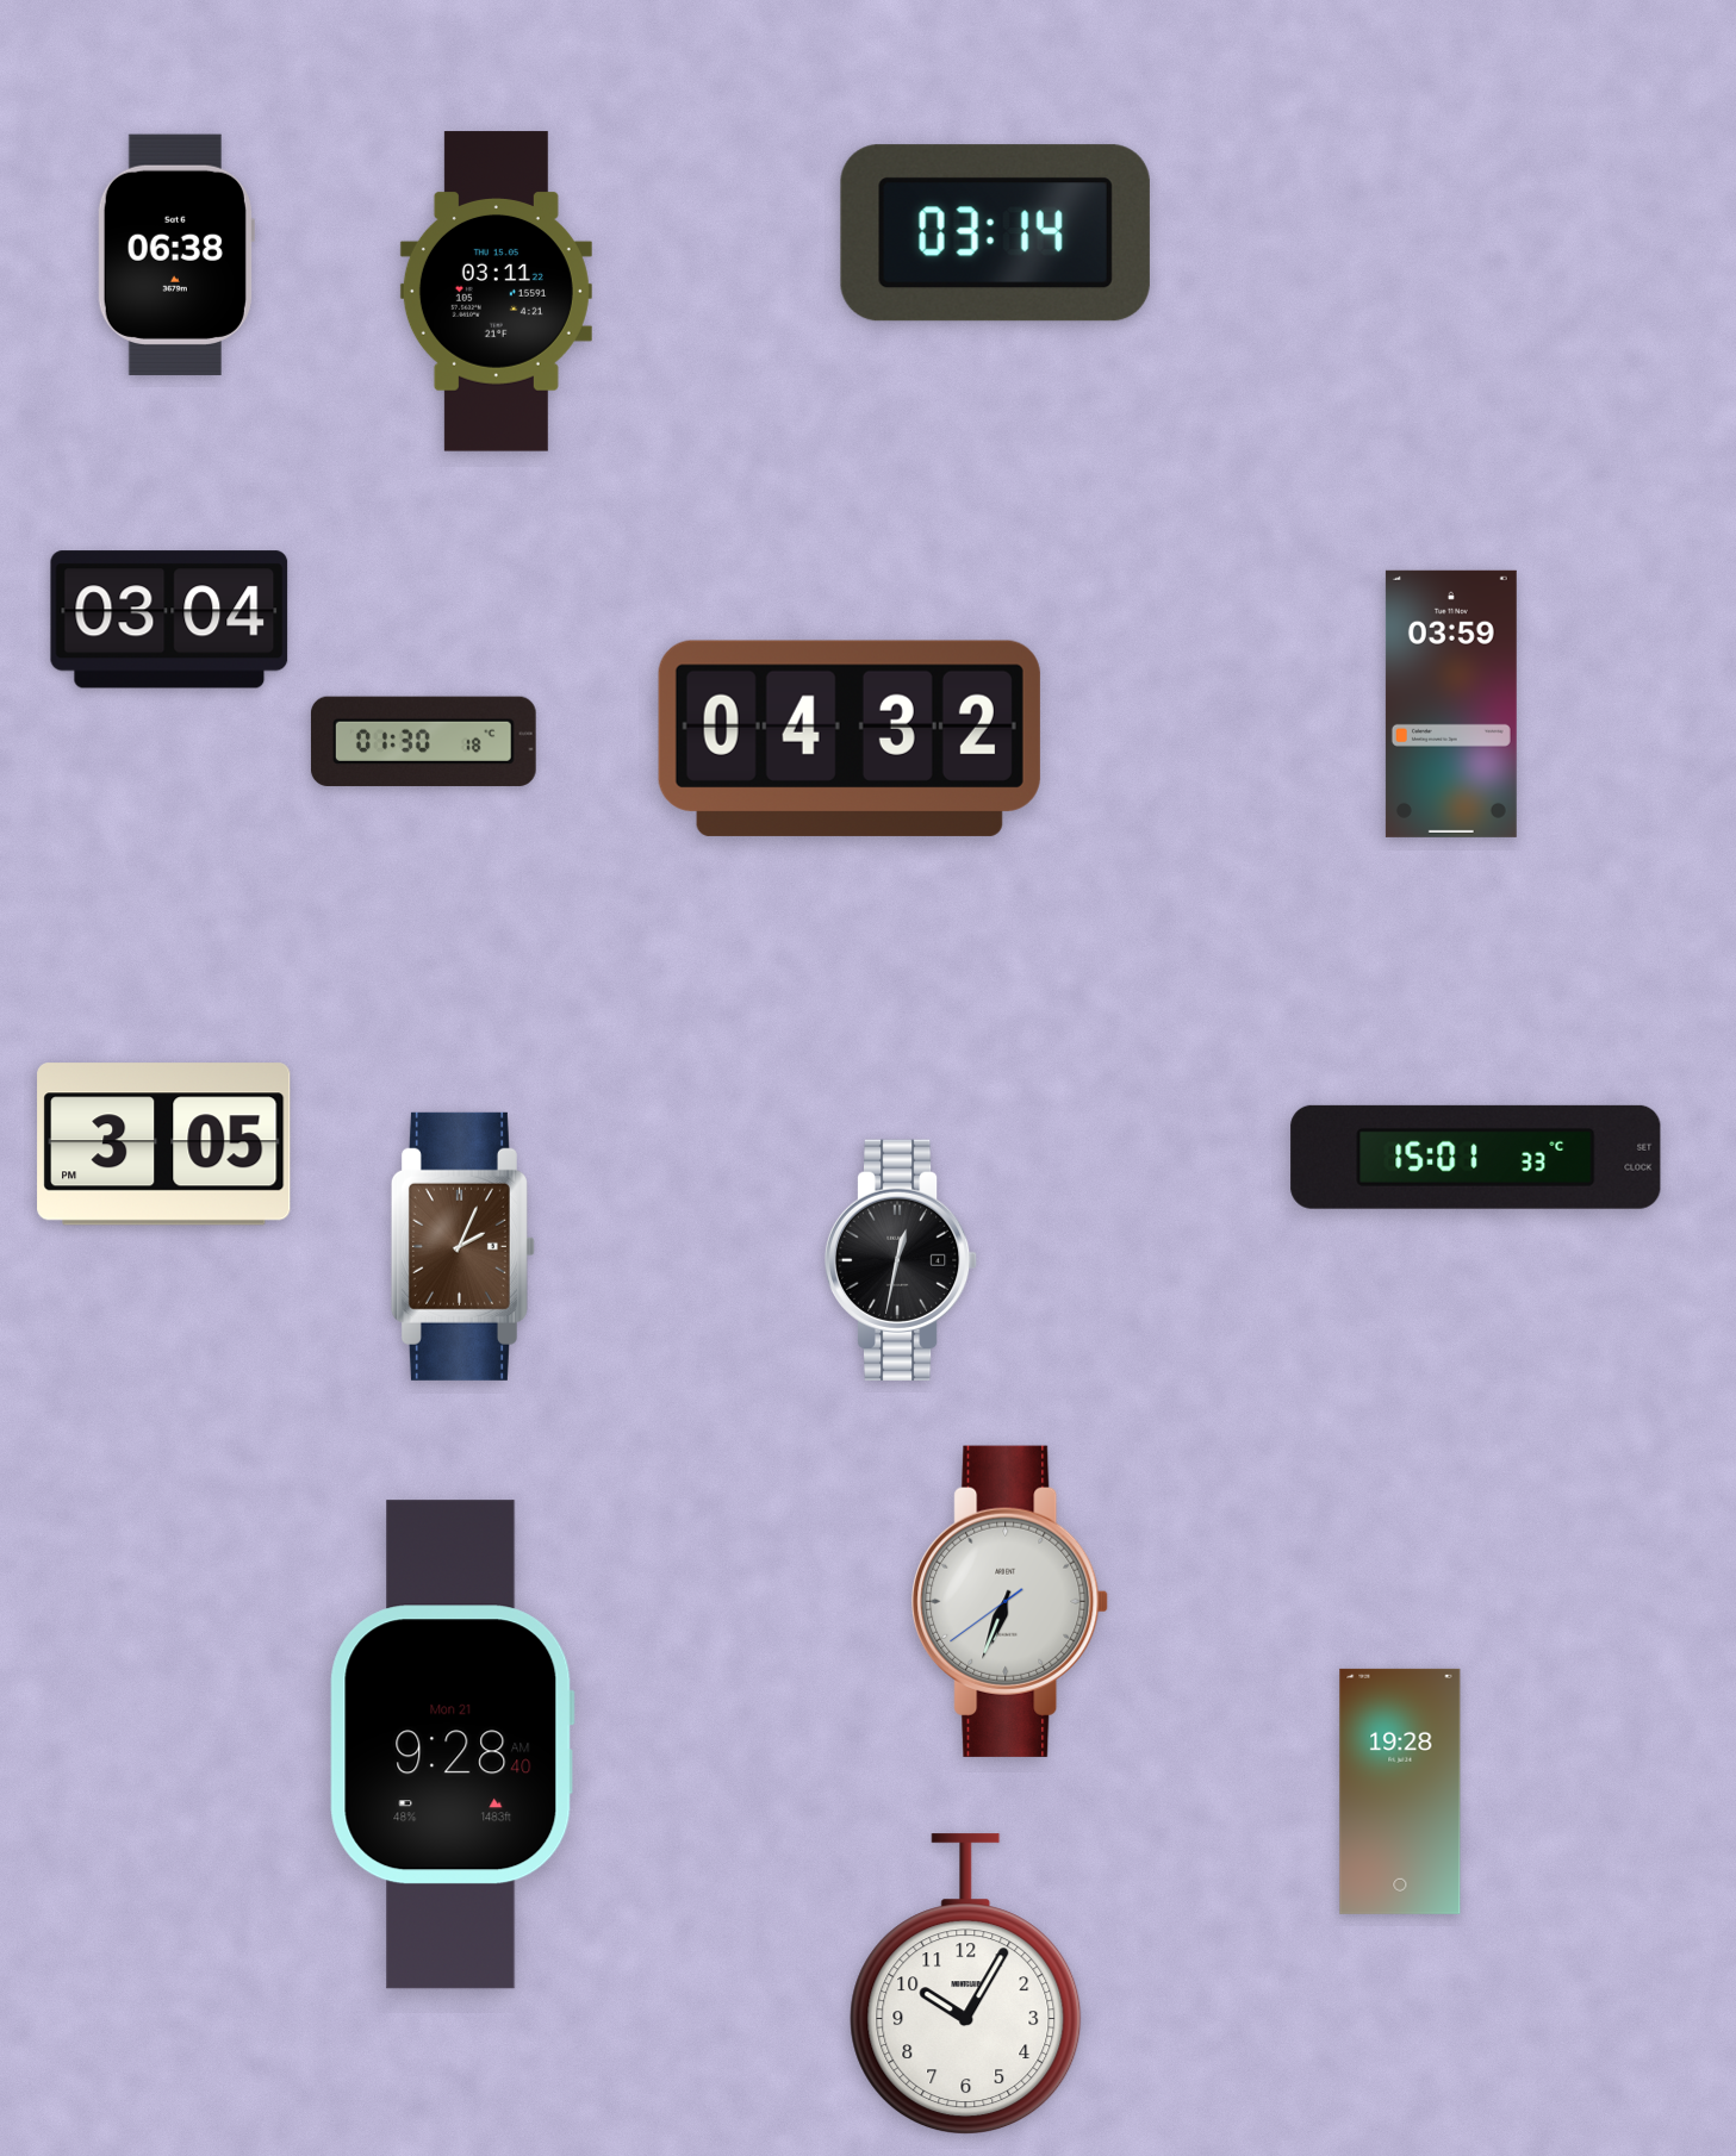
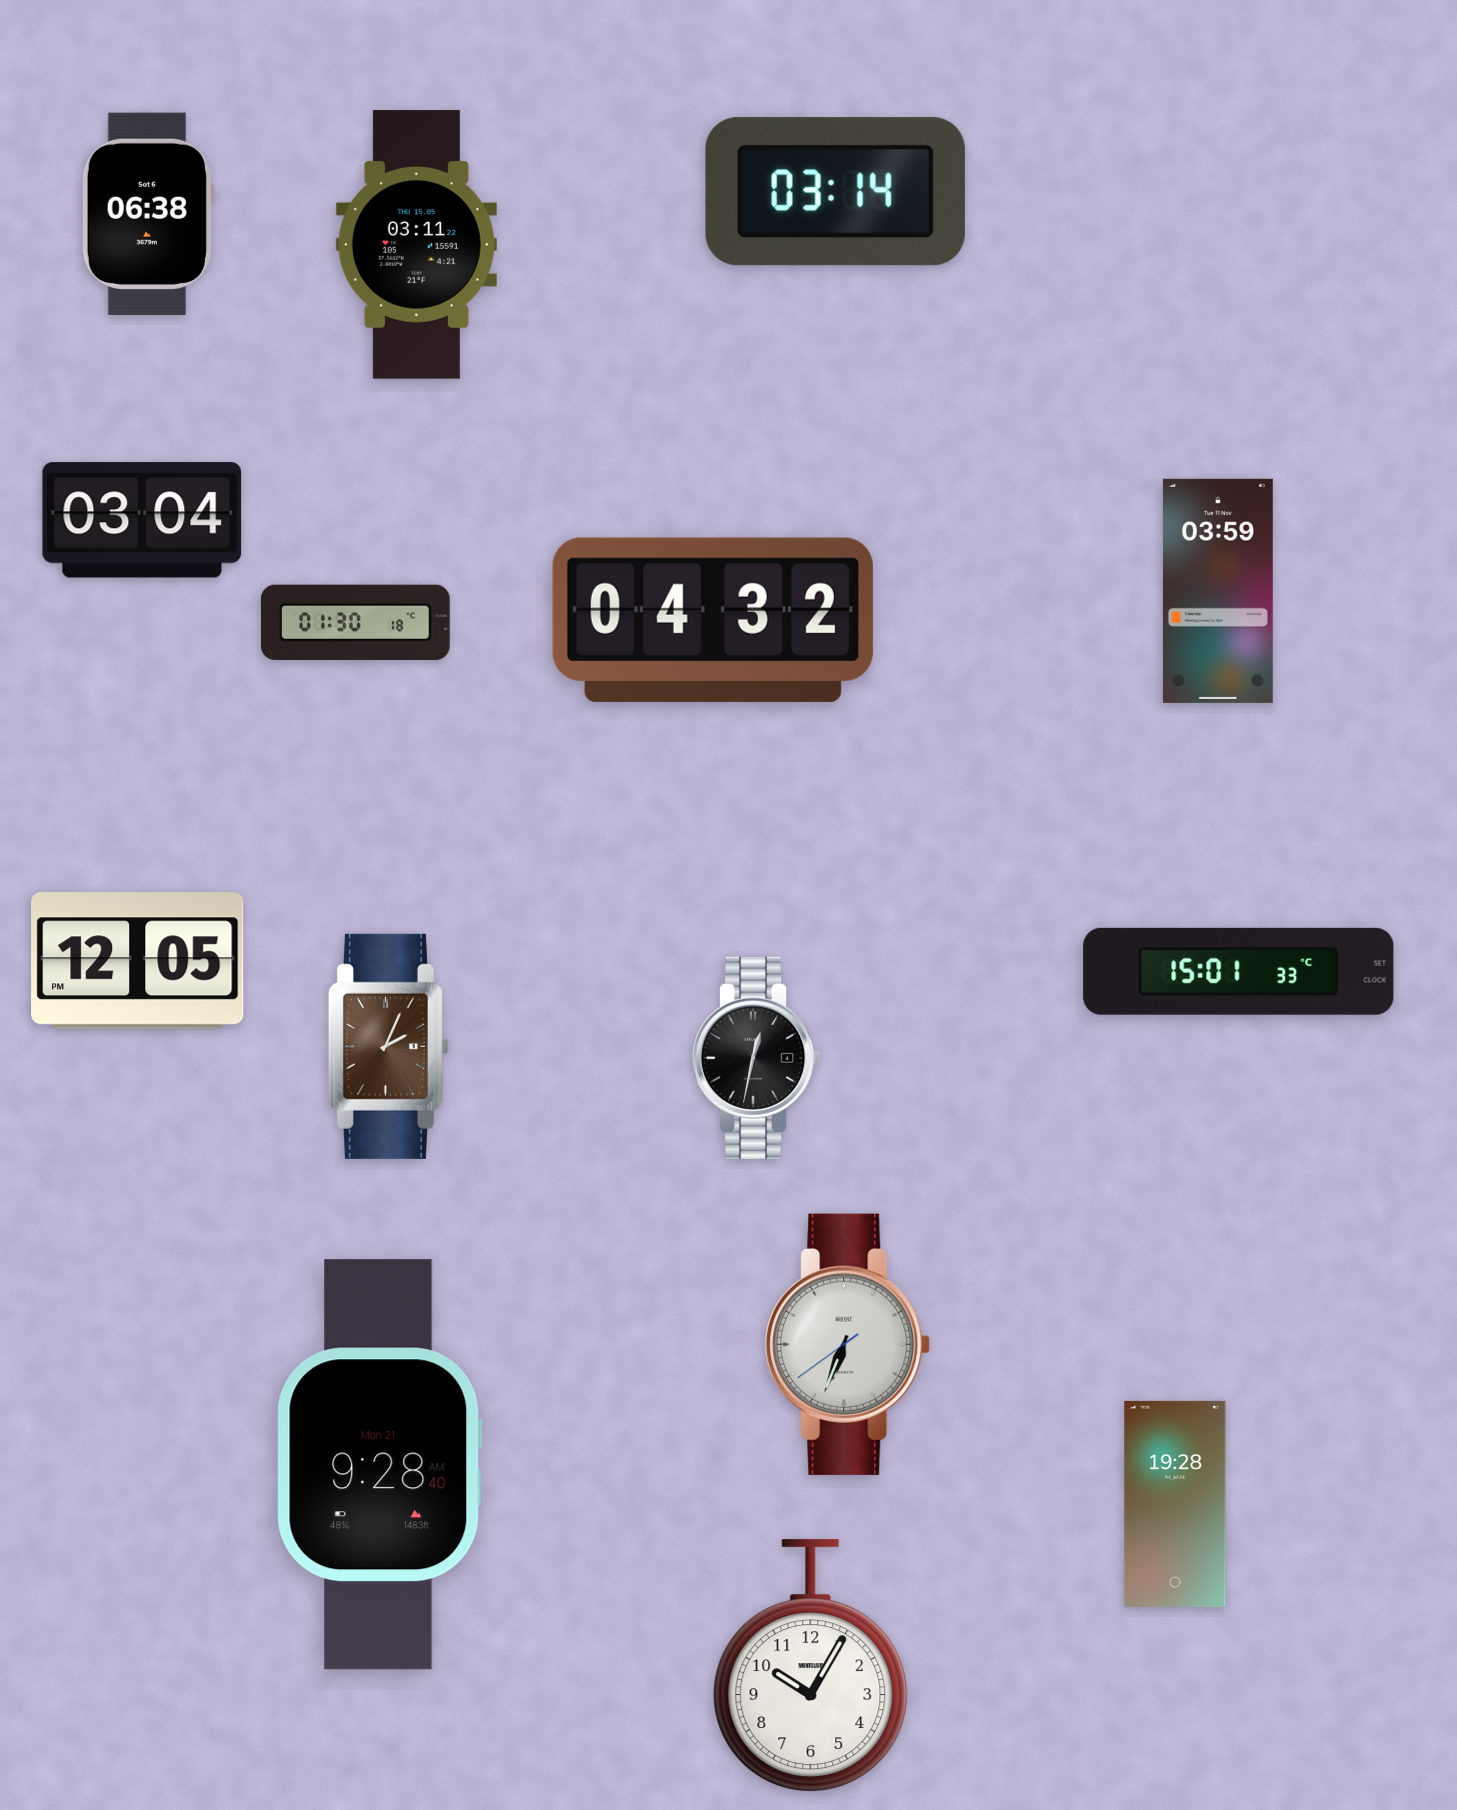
clock at (995, 233) position: (995, 233) -> (835, 192)
clock at (164, 1145): 3:05 -> 12:05
